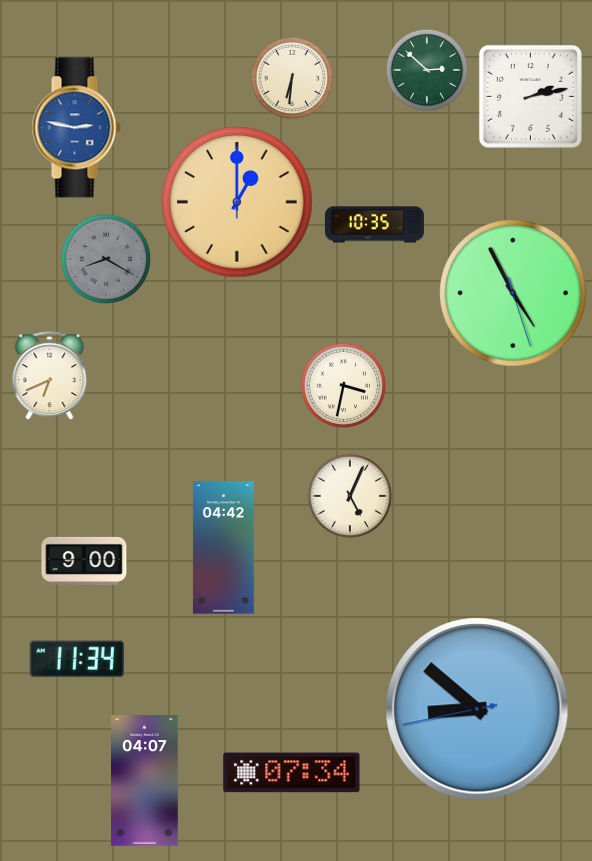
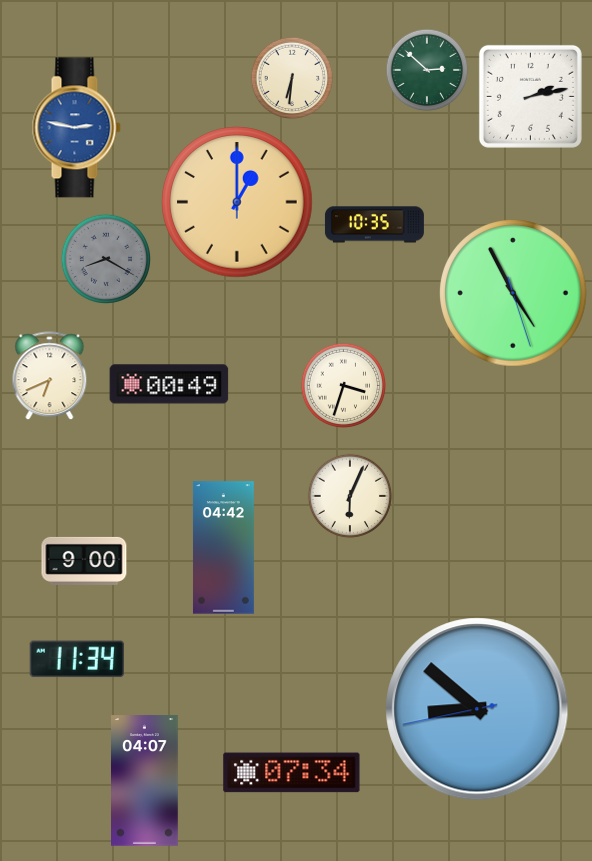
clock at (169, 384): none -> 00:49
clock at (344, 386): 3:32 -> 3:33
clock at (350, 496): 5:04 -> 6:04
